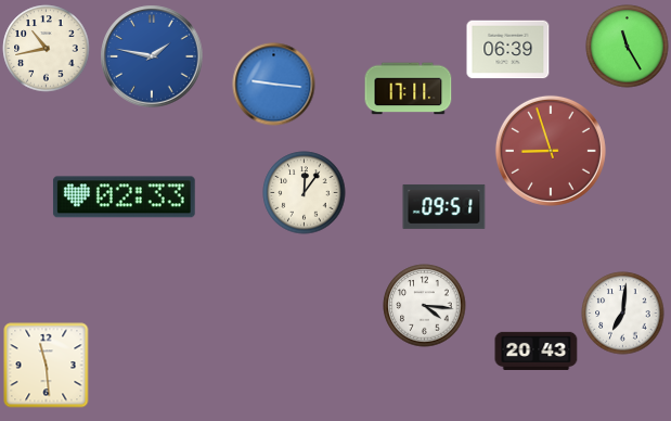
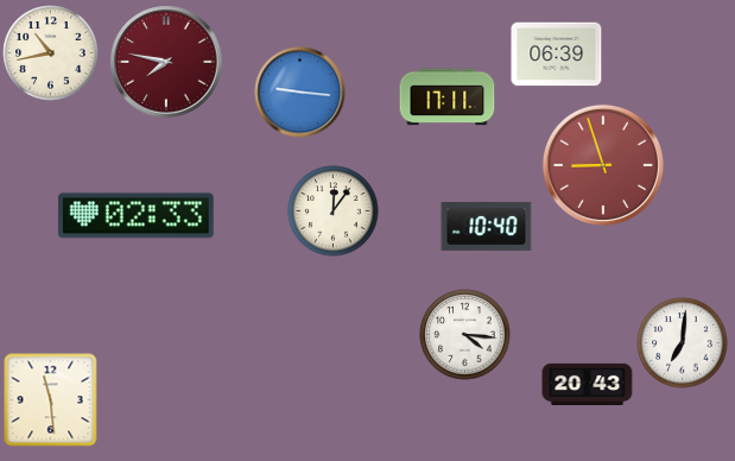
clock at (628, 47): 11:25 -> none
clock at (152, 56): 1:47 -> 7:47
clock at (152, 56) dial: blue -> burgundy
clock at (444, 206): 09:51 -> 10:40
